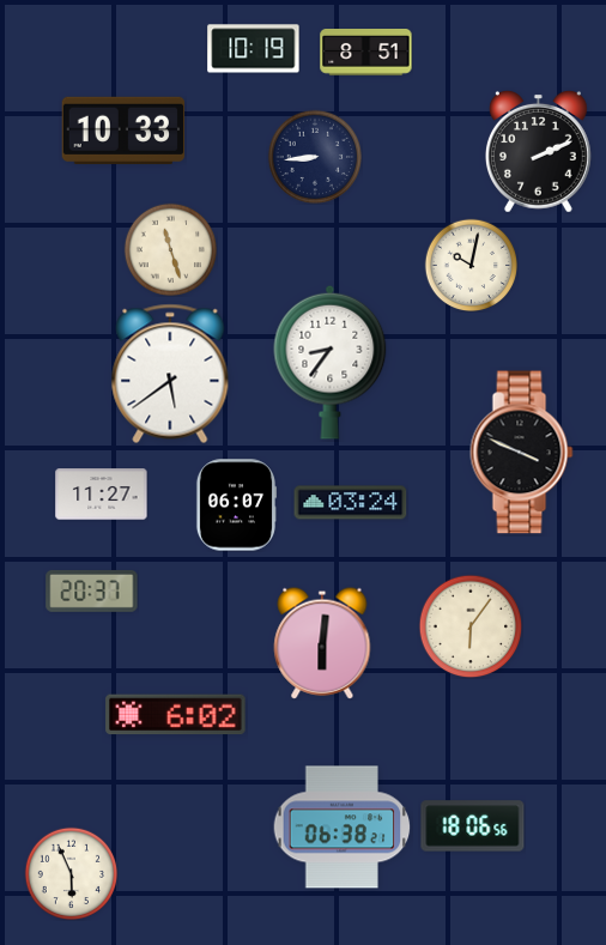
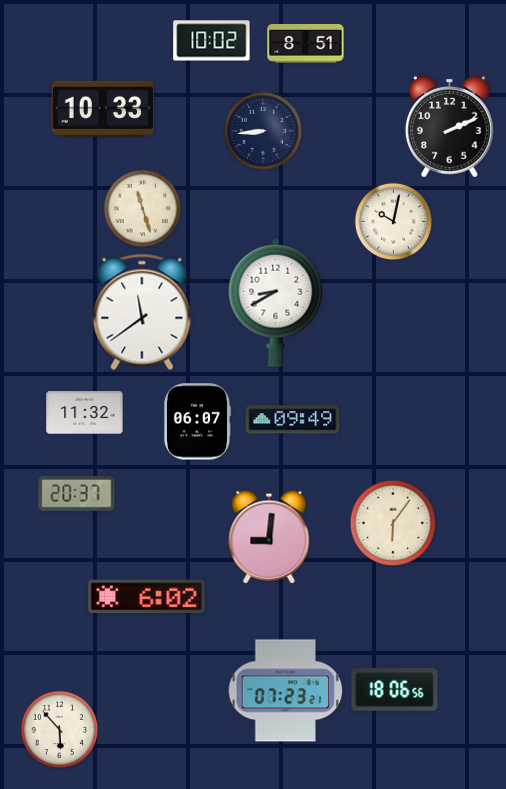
clock at (254, 49): 10:19 -> 10:02
clock at (331, 362): 8:36 -> 8:40
clock at (170, 374): 5:39 -> 11:39
clock at (522, 453): 3:49 -> none
clock at (102, 495): 11:27 -> 11:32
clock at (351, 503): 03:24 -> 09:49
clock at (322, 643): 6:01 -> 9:01
clock at (343, 828): 06:38 -> 07:23
clock at (71, 873): 5:56 -> 5:53
